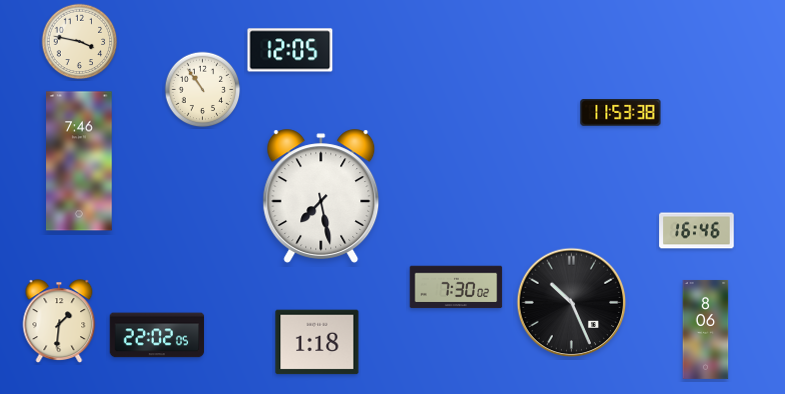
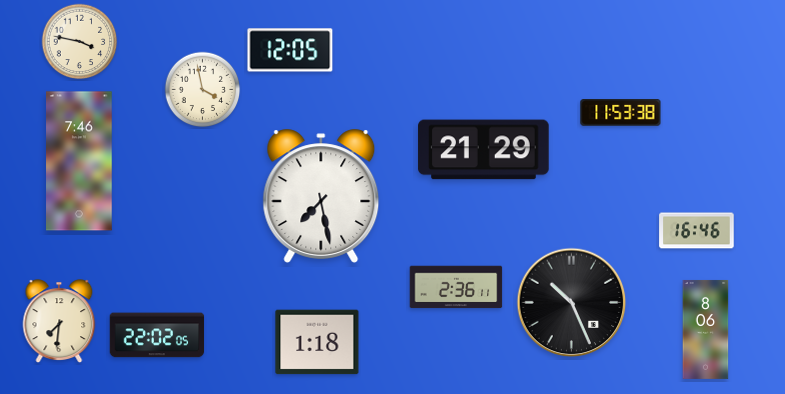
clock at (203, 90): 10:54 -> 3:58
clock at (484, 150): none -> 21:29
clock at (456, 287): 7:30 -> 2:36
clock at (59, 321): 1:31 -> 7:31
